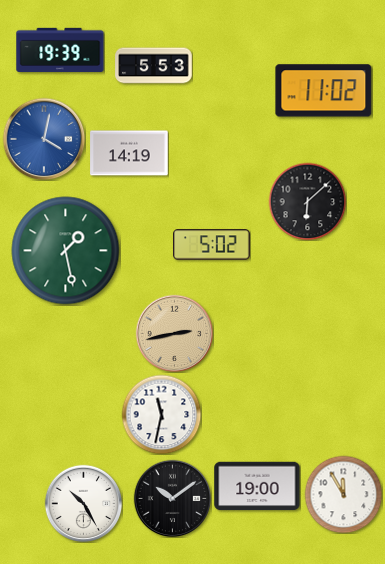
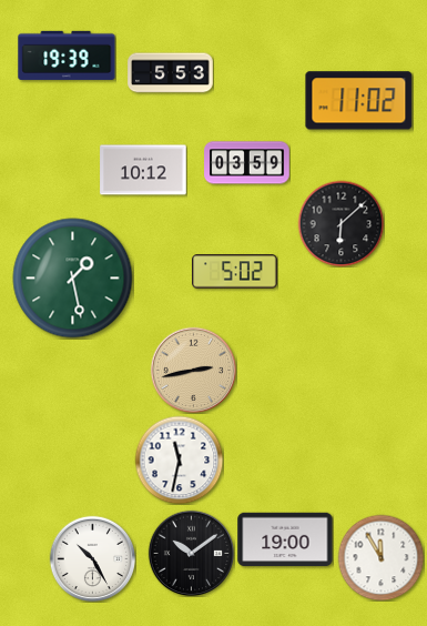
clock at (44, 139): 4:02 -> none
clock at (247, 163): none -> 03:59
clock at (129, 153): 14:19 -> 10:12
clock at (343, 494) position: (343, 494) -> (380, 557)
